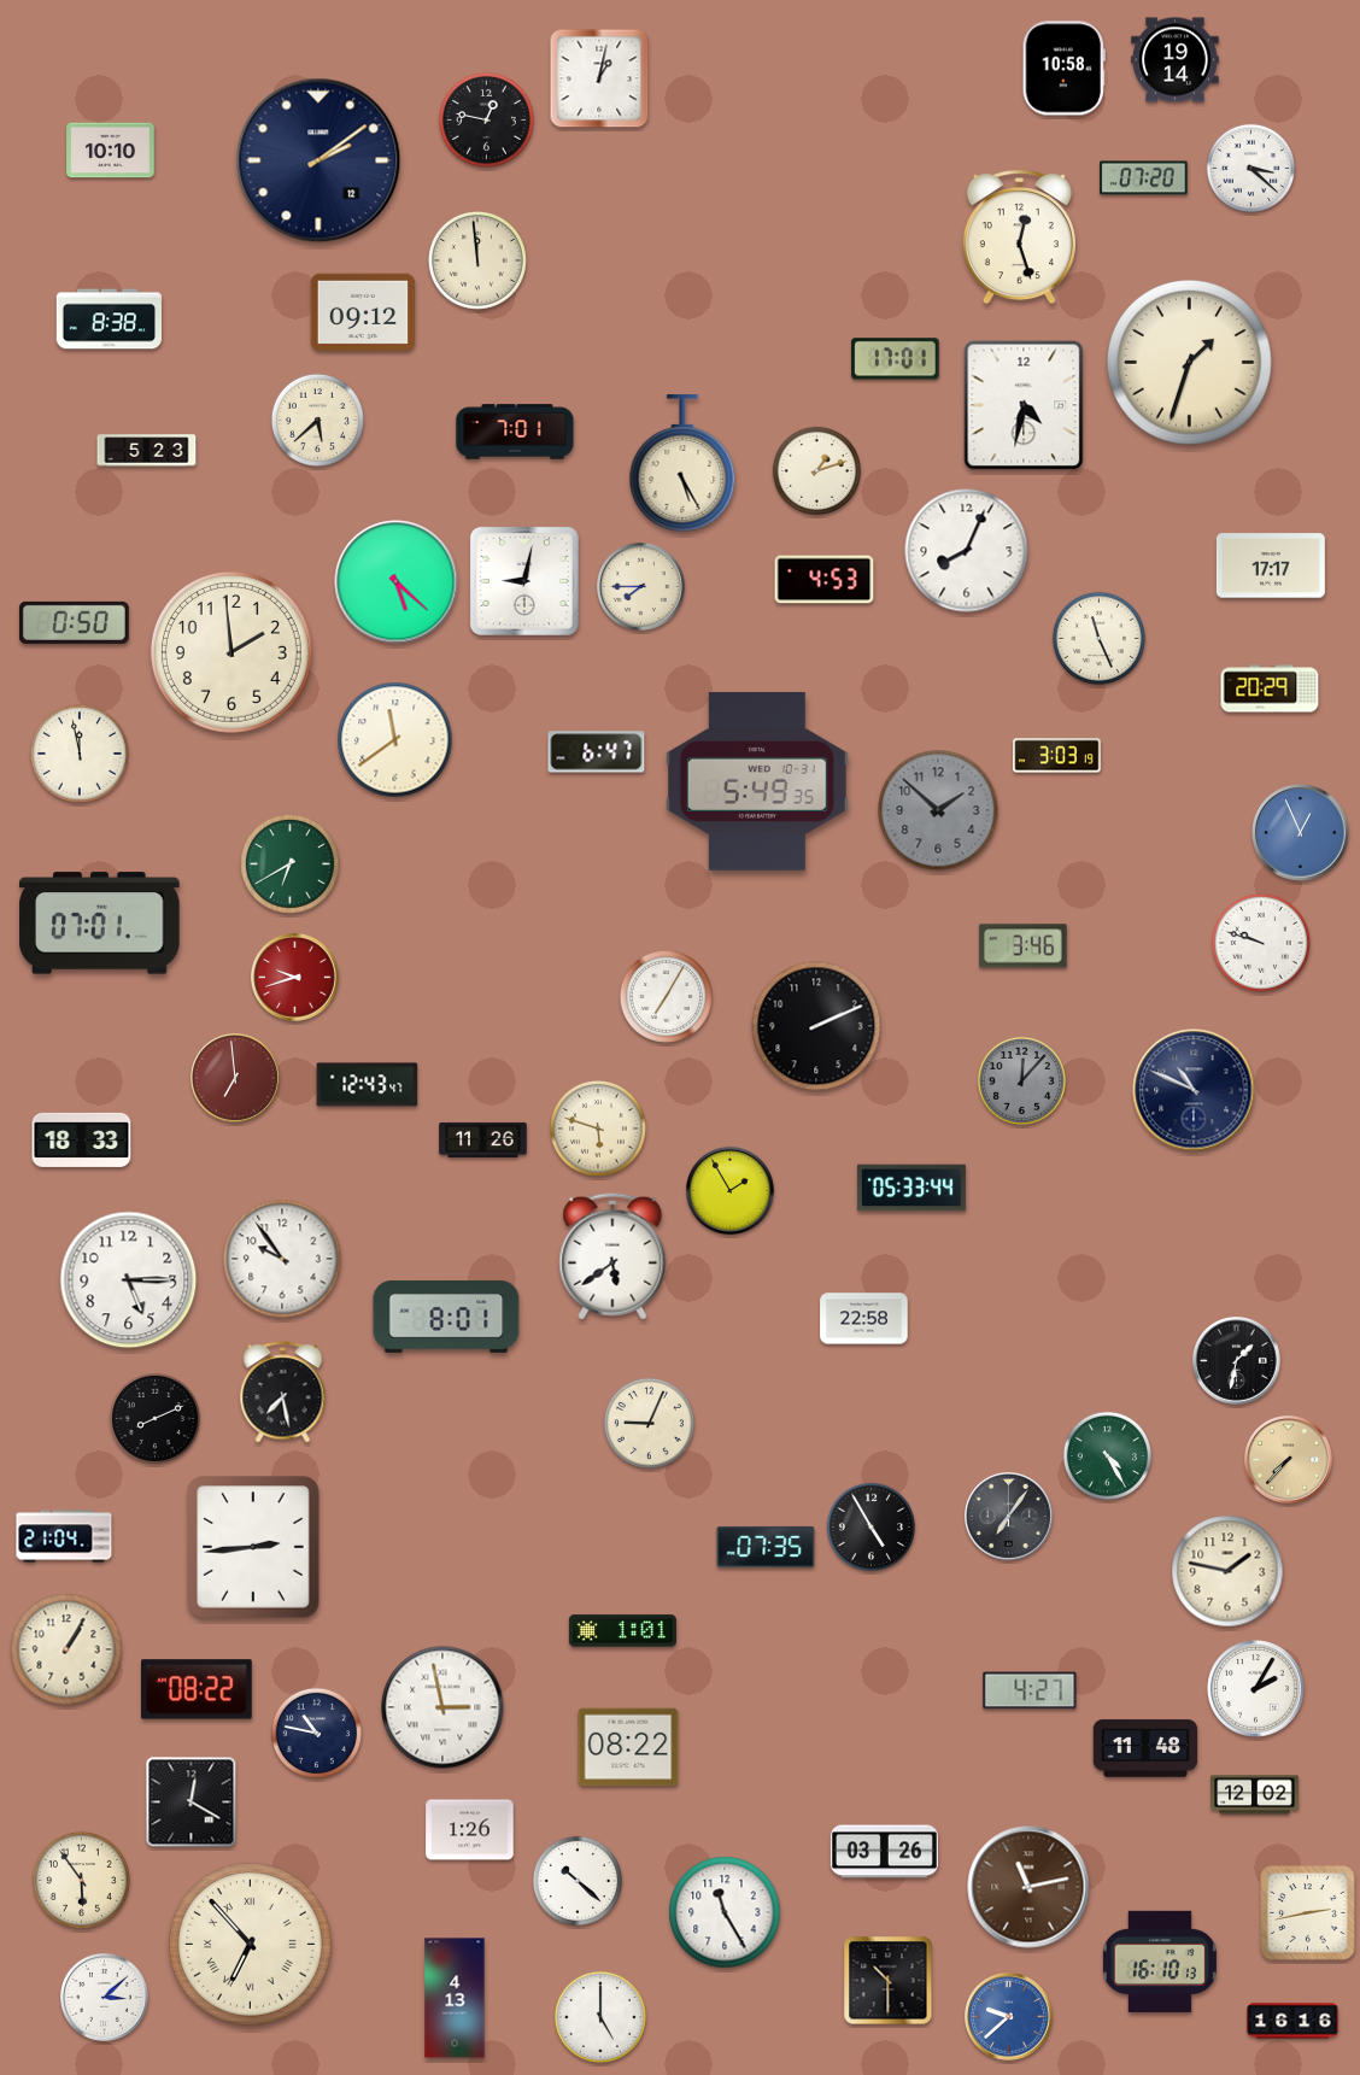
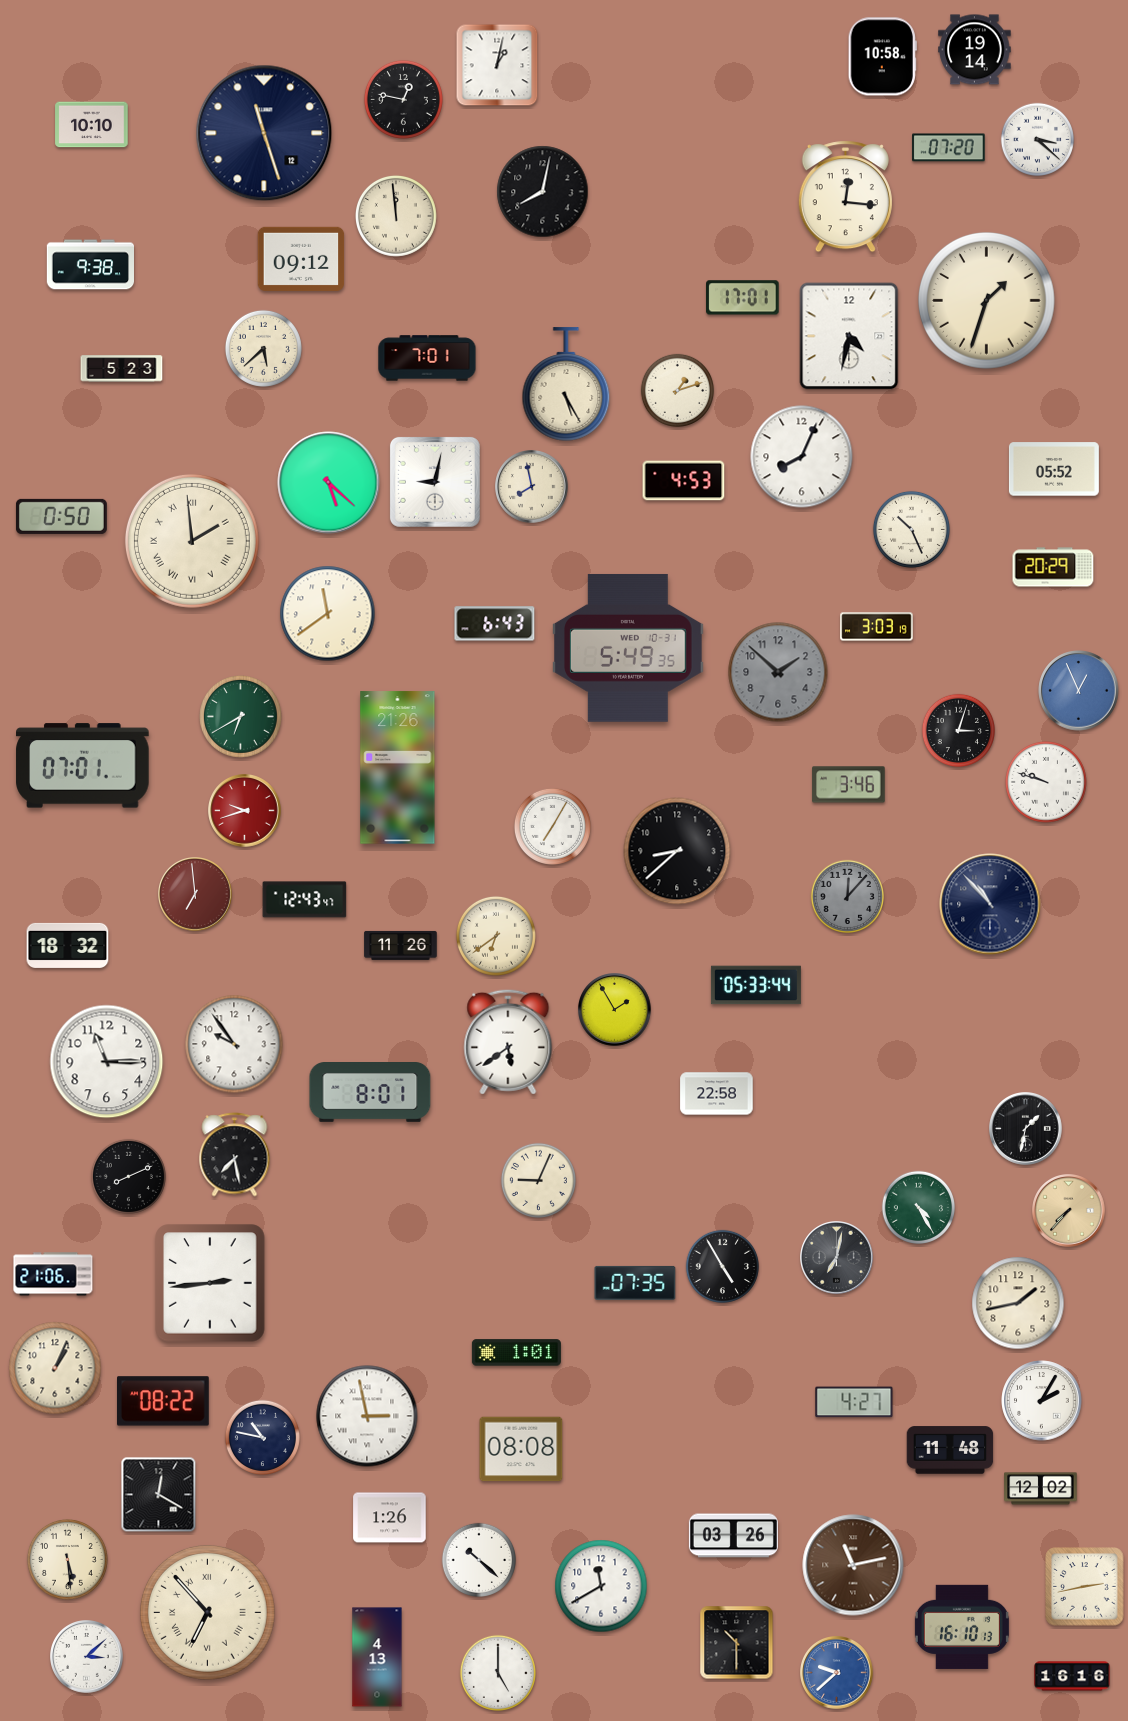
clock at (318, 160): 2:09 -> 11:27
clock at (543, 192): none -> 8:02
clock at (1019, 238): 12:27 -> 12:16
clock at (110, 320): 8:38 -> 9:38
clock at (147, 451) position: (147, 451) -> (122, 369)
clock at (1271, 565): 17:17 -> 05:52
clock at (641, 587): 7:45 -> 7:58
clock at (1098, 638): 11:26 -> 10:26
clock at (231, 652) numerals: Arabic -> Roman
clock at (1270, 688) position: (1270, 688) -> (1053, 567)
clock at (597, 752): 6:47 -> 6:43
clock at (80, 754): 11:58 -> none
clock at (959, 731): none -> 3:03
clock at (398, 768): none -> 21:26
clock at (816, 1026): 2:11 -> 8:38
clock at (1194, 1090): 10:49 -> 10:53
clock at (598, 1129): 5:48 -> 6:39
clock at (82, 1139): 18:33 -> 18:32
clock at (731, 1191) position: (731, 1191) -> (615, 1010)
clock at (129, 1280): 5:15 -> 11:15
clock at (1009, 1517): 7:06 -> 7:02
clock at (64, 1536): 21:04 -> 21:06
clock at (1227, 1571): 1:47 -> 1:43
clock at (66, 1649): 1:05 -> 1:04
clock at (628, 1747): 08:22 -> 08:08
clock at (81, 1880): 5:54 -> 5:29
clock at (725, 1912): 11:25 -> 11:40
